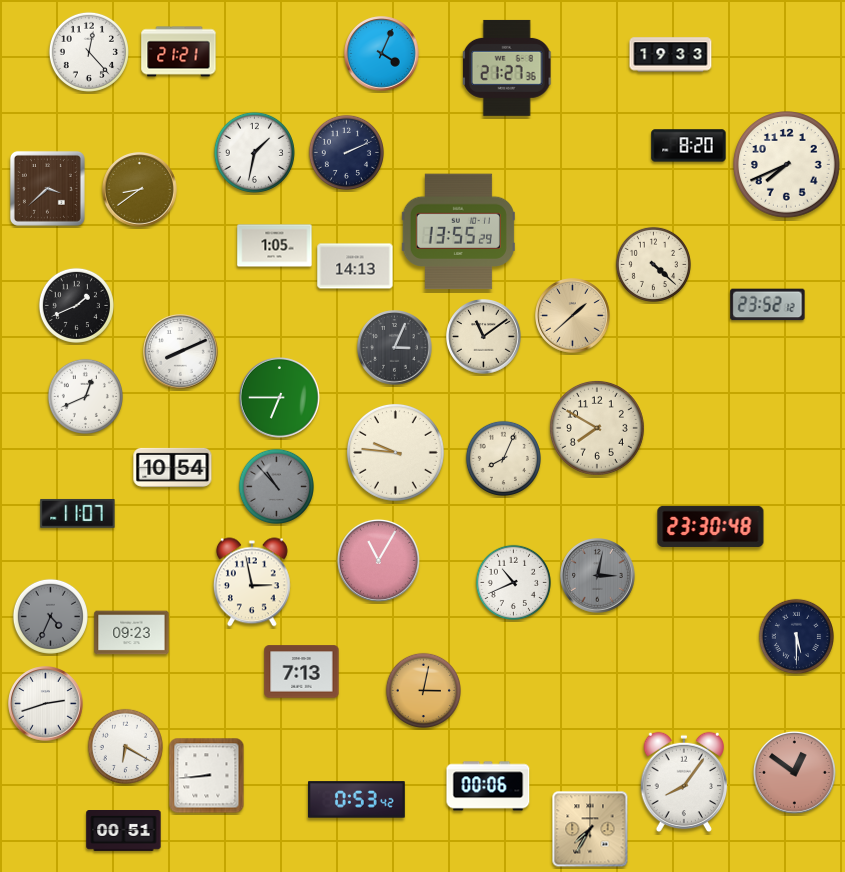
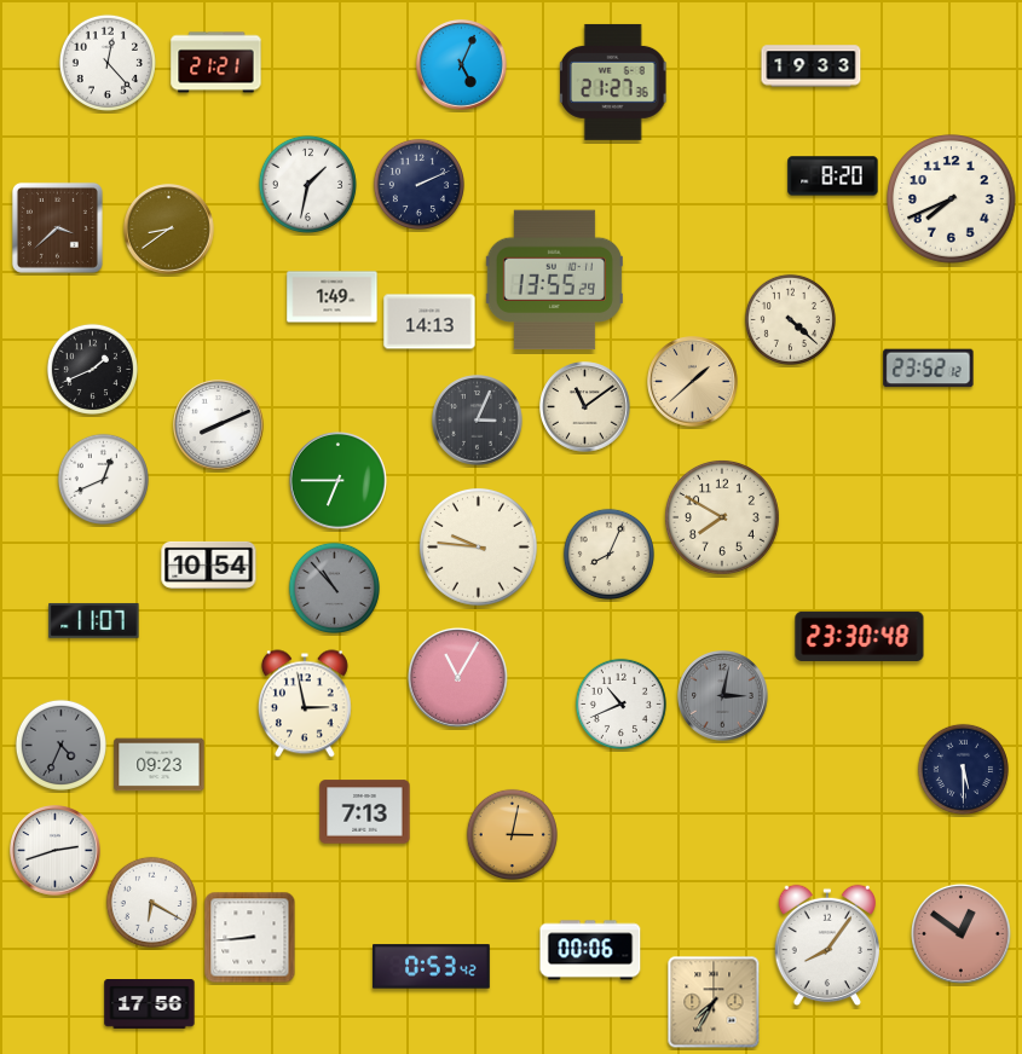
clock at (382, 54): 4:04 -> 5:04
clock at (275, 246): 1:05 -> 1:49
clock at (124, 831): 00:51 -> 17:56
